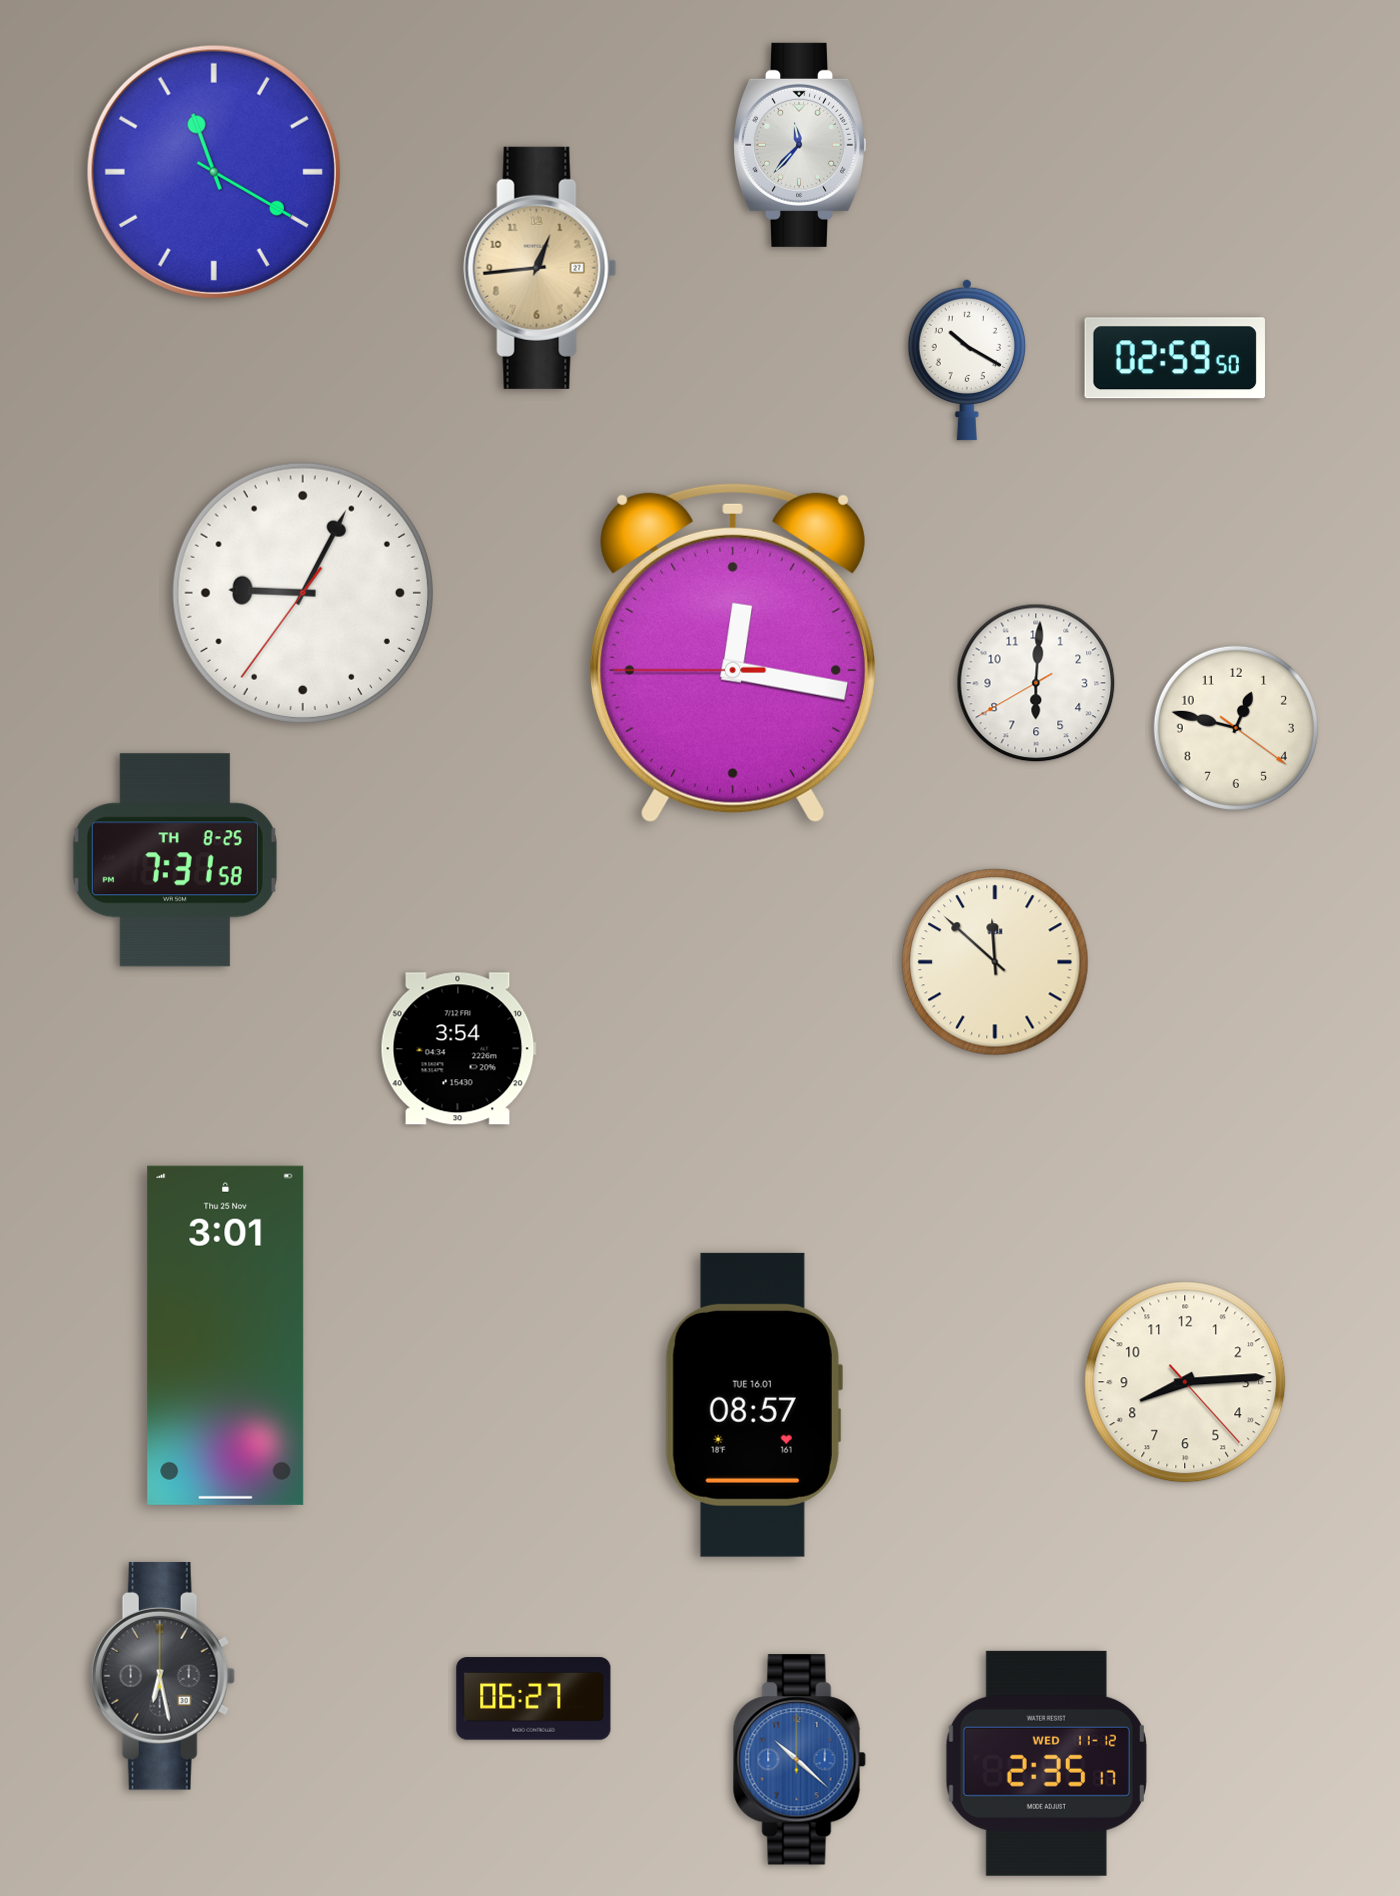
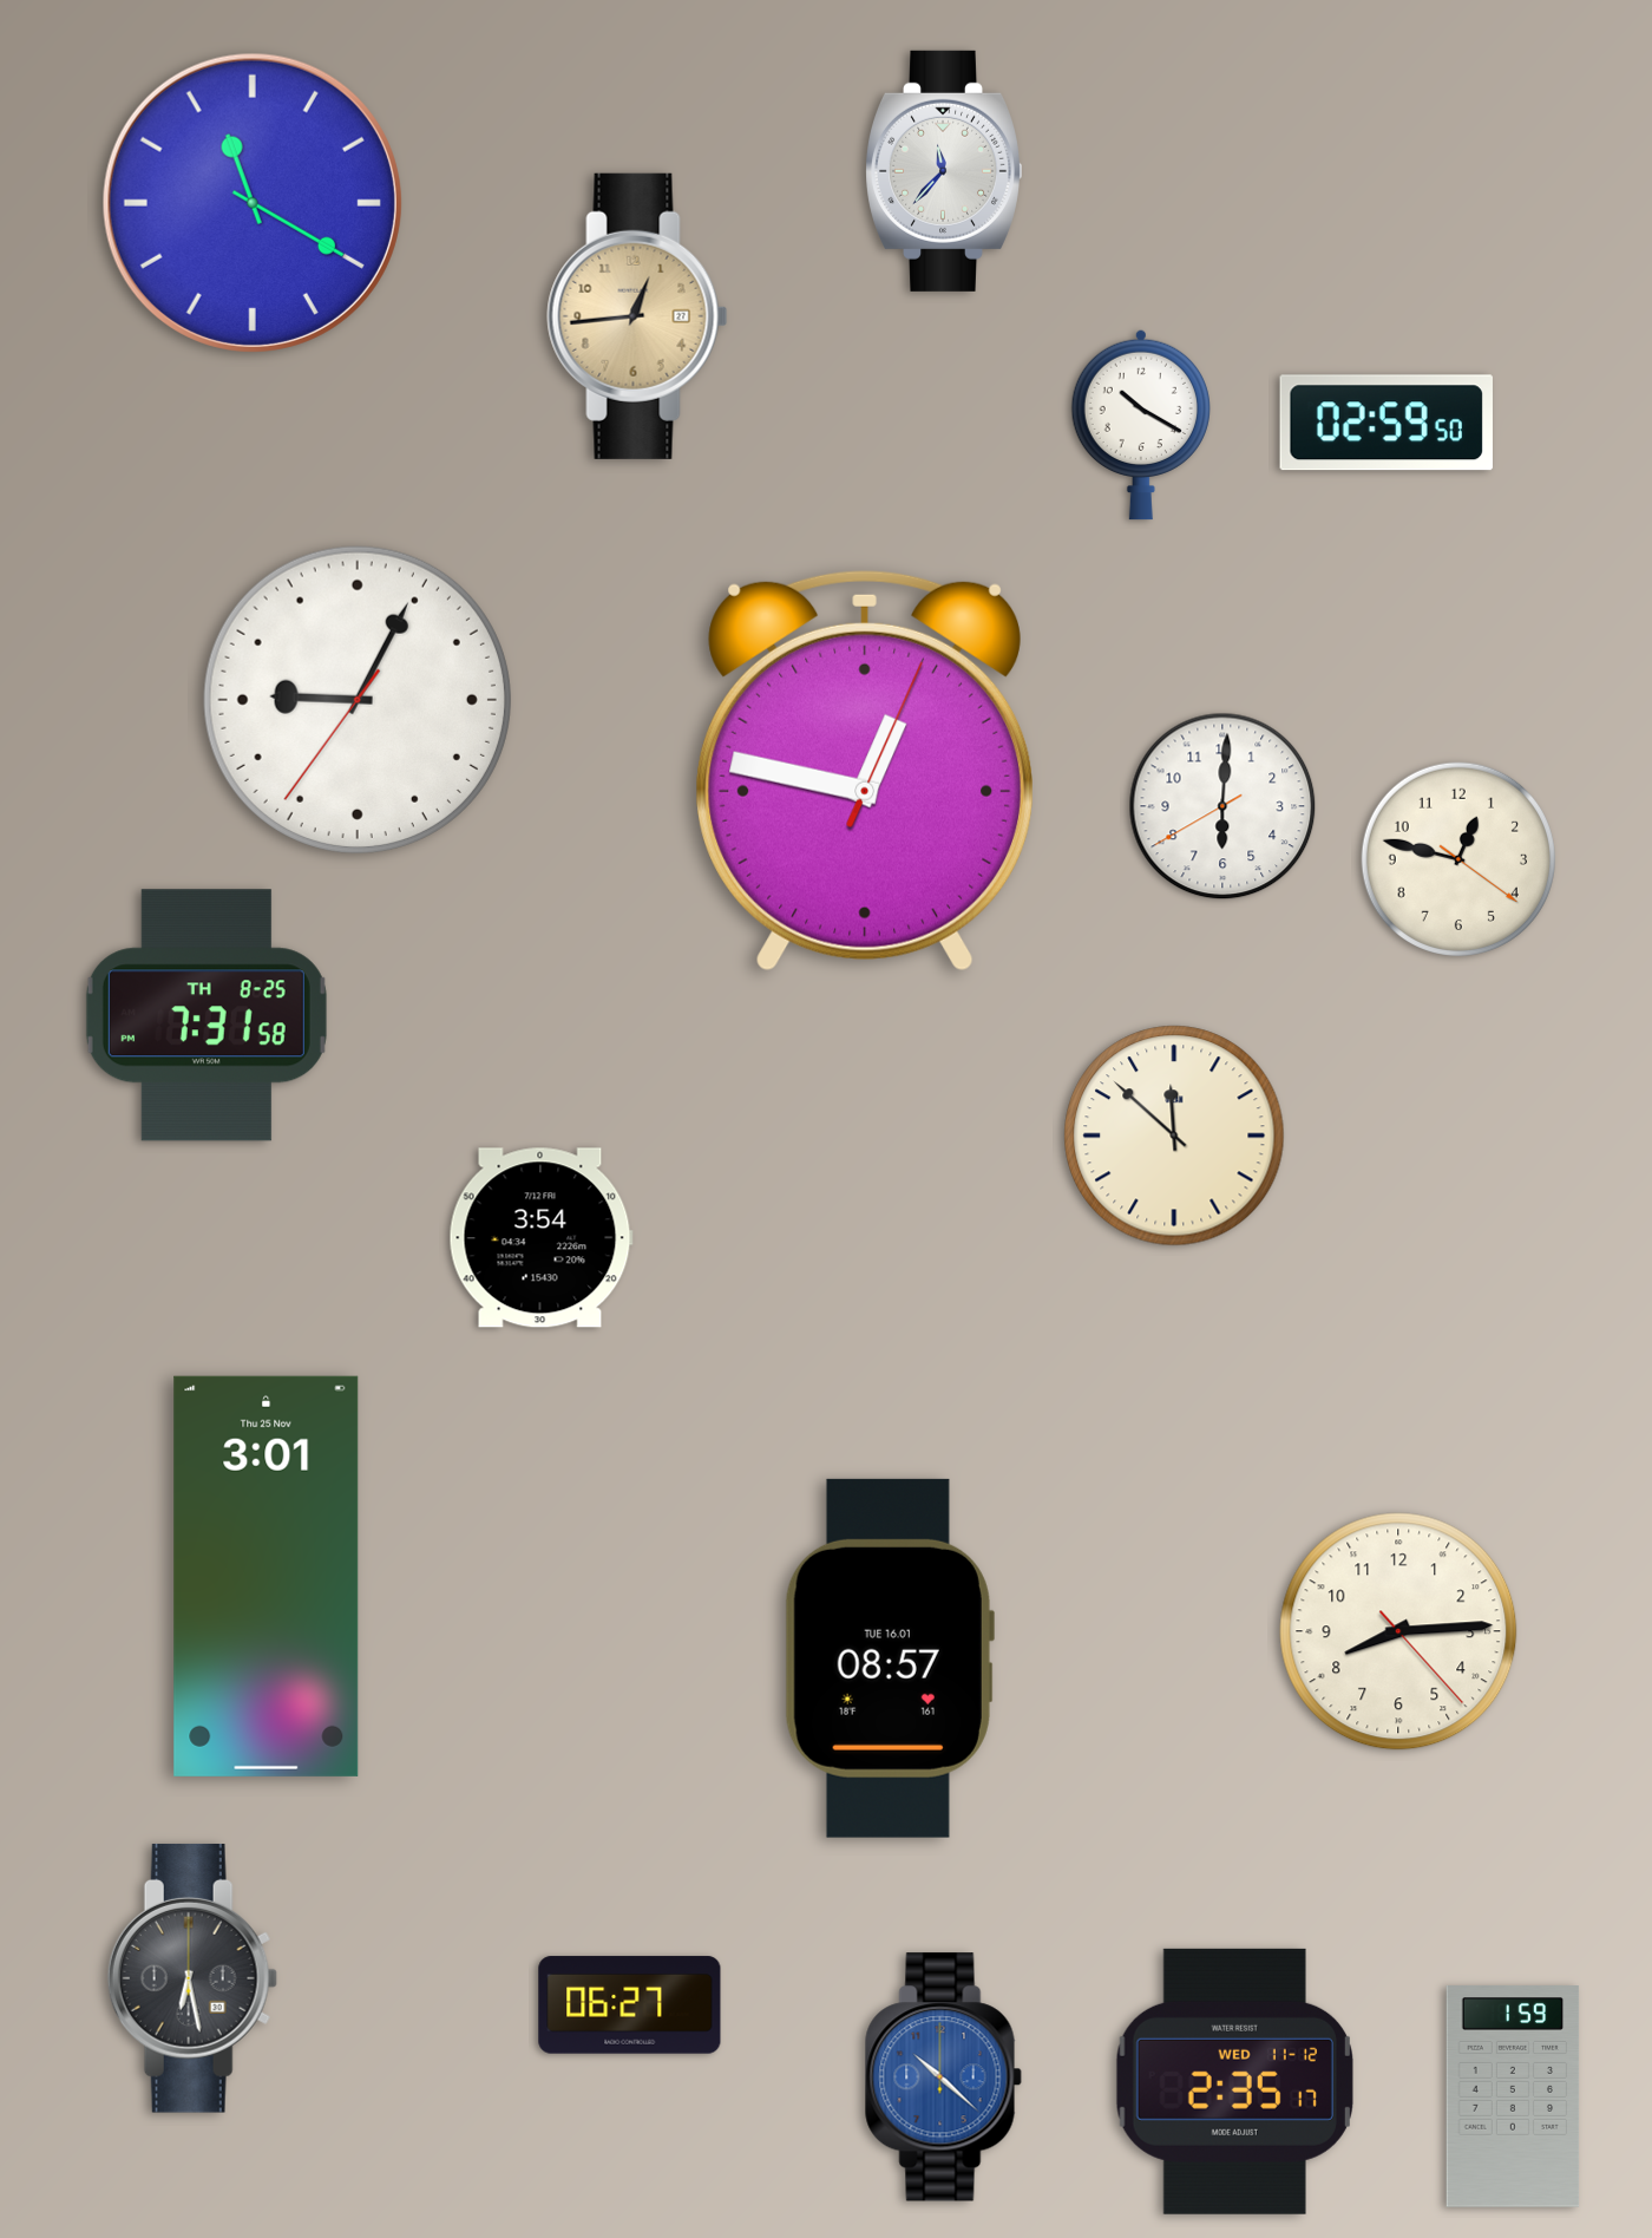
clock at (732, 653): 12:16 -> 12:47
clock at (1513, 2098): none -> 1:59
